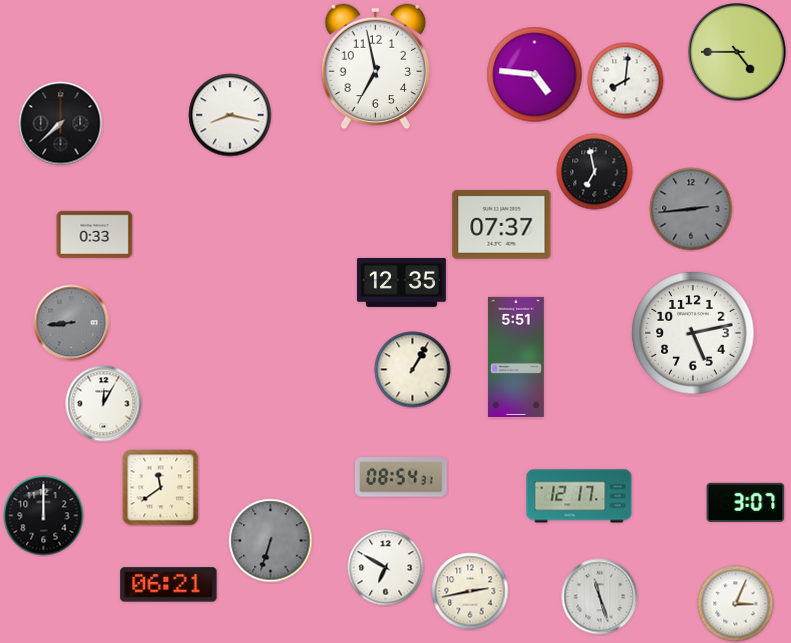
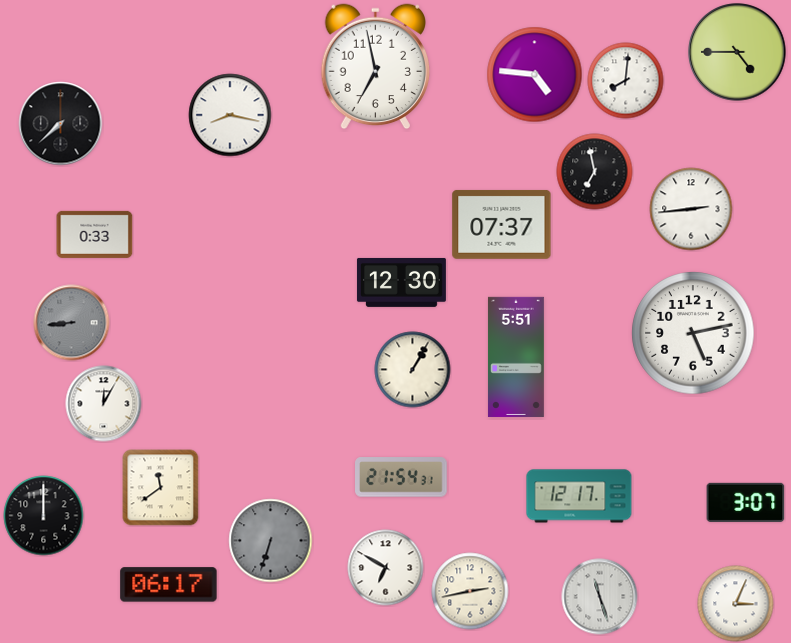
clock at (691, 209) dial: grey -> white
clock at (401, 282): 12:35 -> 12:30
clock at (402, 477): 08:54 -> 21:54
clock at (169, 585): 06:21 -> 06:17
